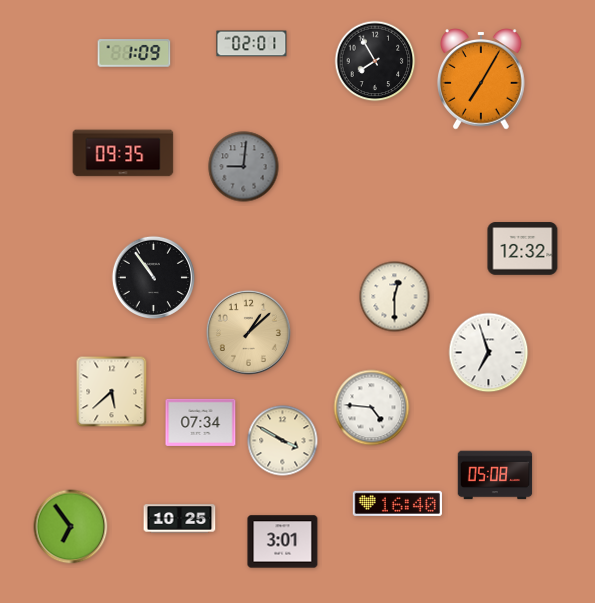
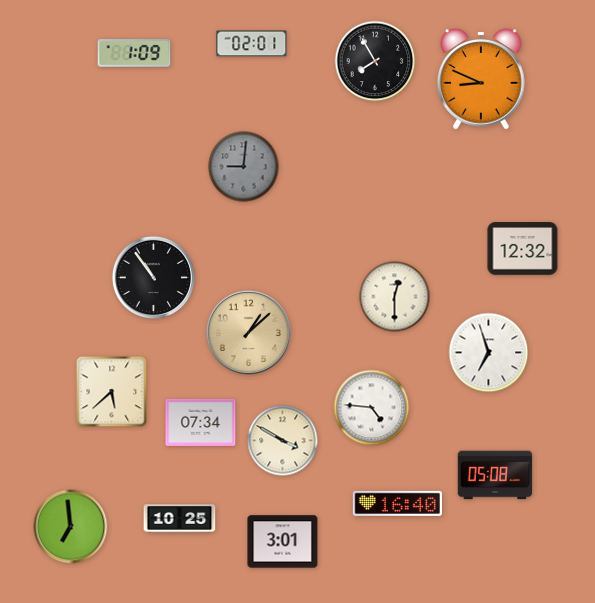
clock at (482, 79): 7:05 -> 8:49
clock at (123, 153): 09:35 -> none
clock at (71, 527): 6:54 -> 6:59
